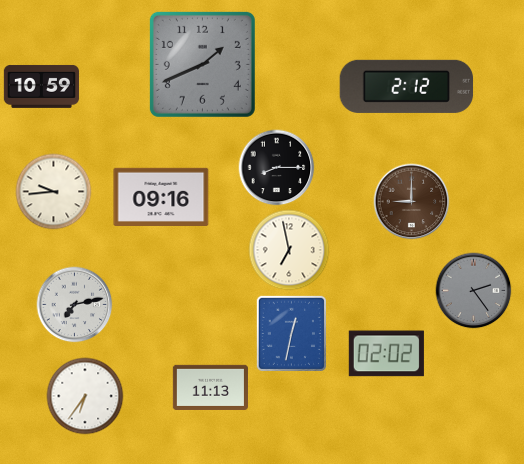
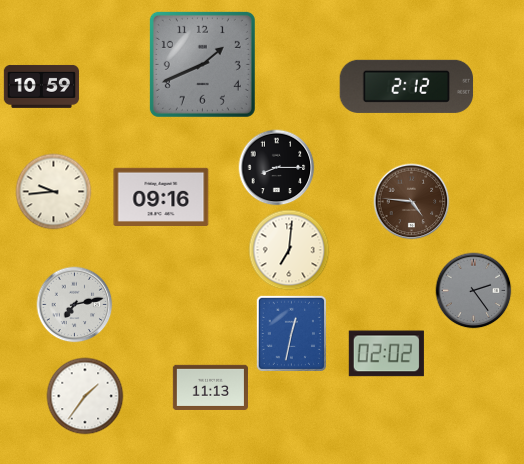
clock at (412, 202): 9:00 -> 4:46
clock at (289, 250): 6:58 -> 7:01
clock at (85, 396): 6:36 -> 1:36
